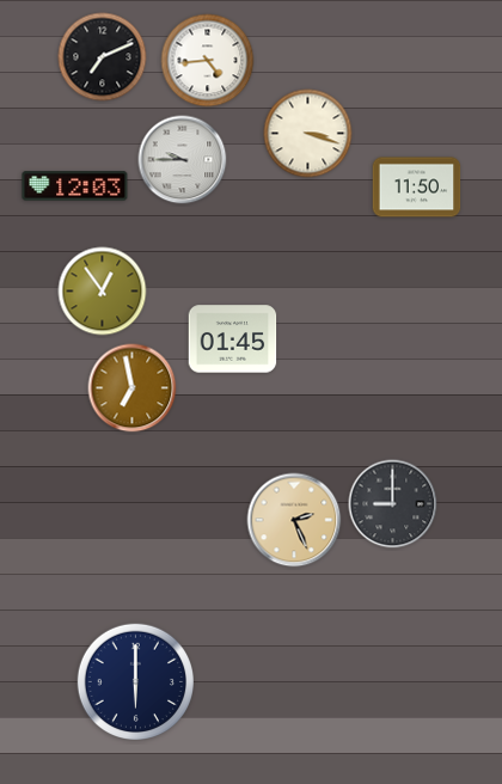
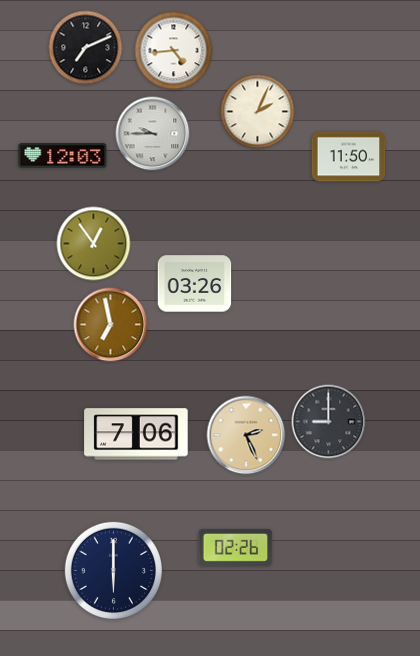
clock at (308, 134): 3:18 -> 2:04
clock at (103, 292) position: (103, 292) -> (94, 244)
clock at (233, 339): 01:45 -> 03:26
clock at (136, 434): none -> 7:06
clock at (236, 547): none -> 02:26
